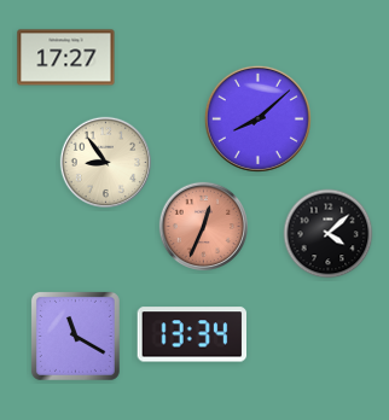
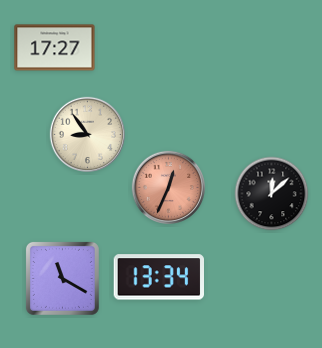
clock at (257, 118): 8:08 -> none
clock at (329, 234): 4:08 -> 12:08
